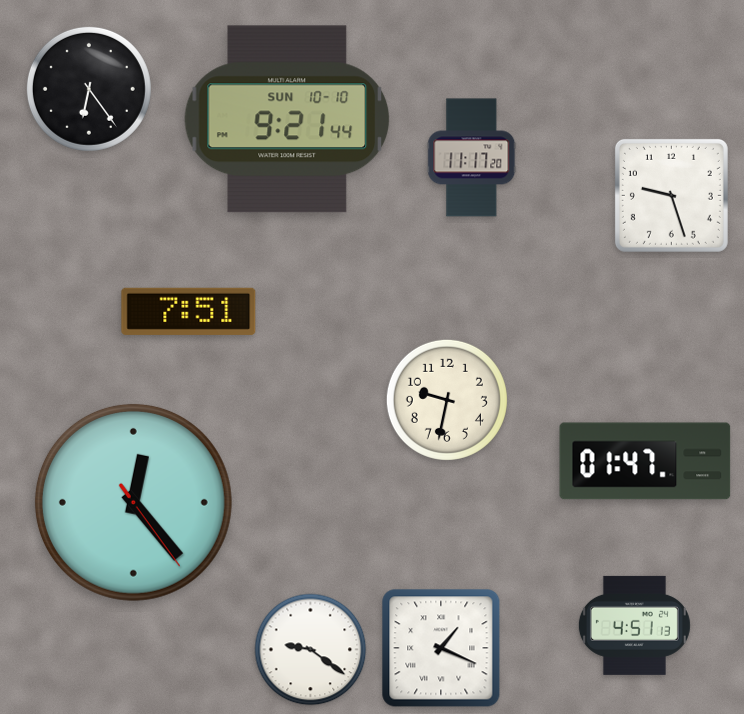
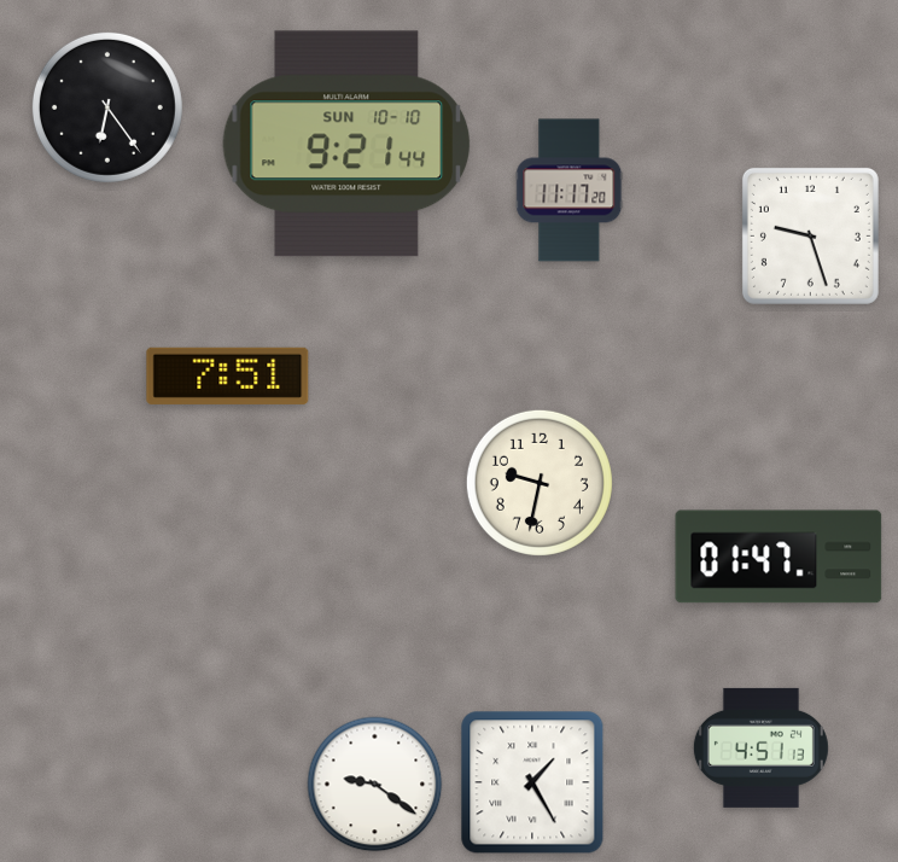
clock at (133, 502): 12:23 -> none
clock at (634, 625) position: (634, 625) -> (760, 747)
clock at (441, 648): 1:19 -> 1:25
